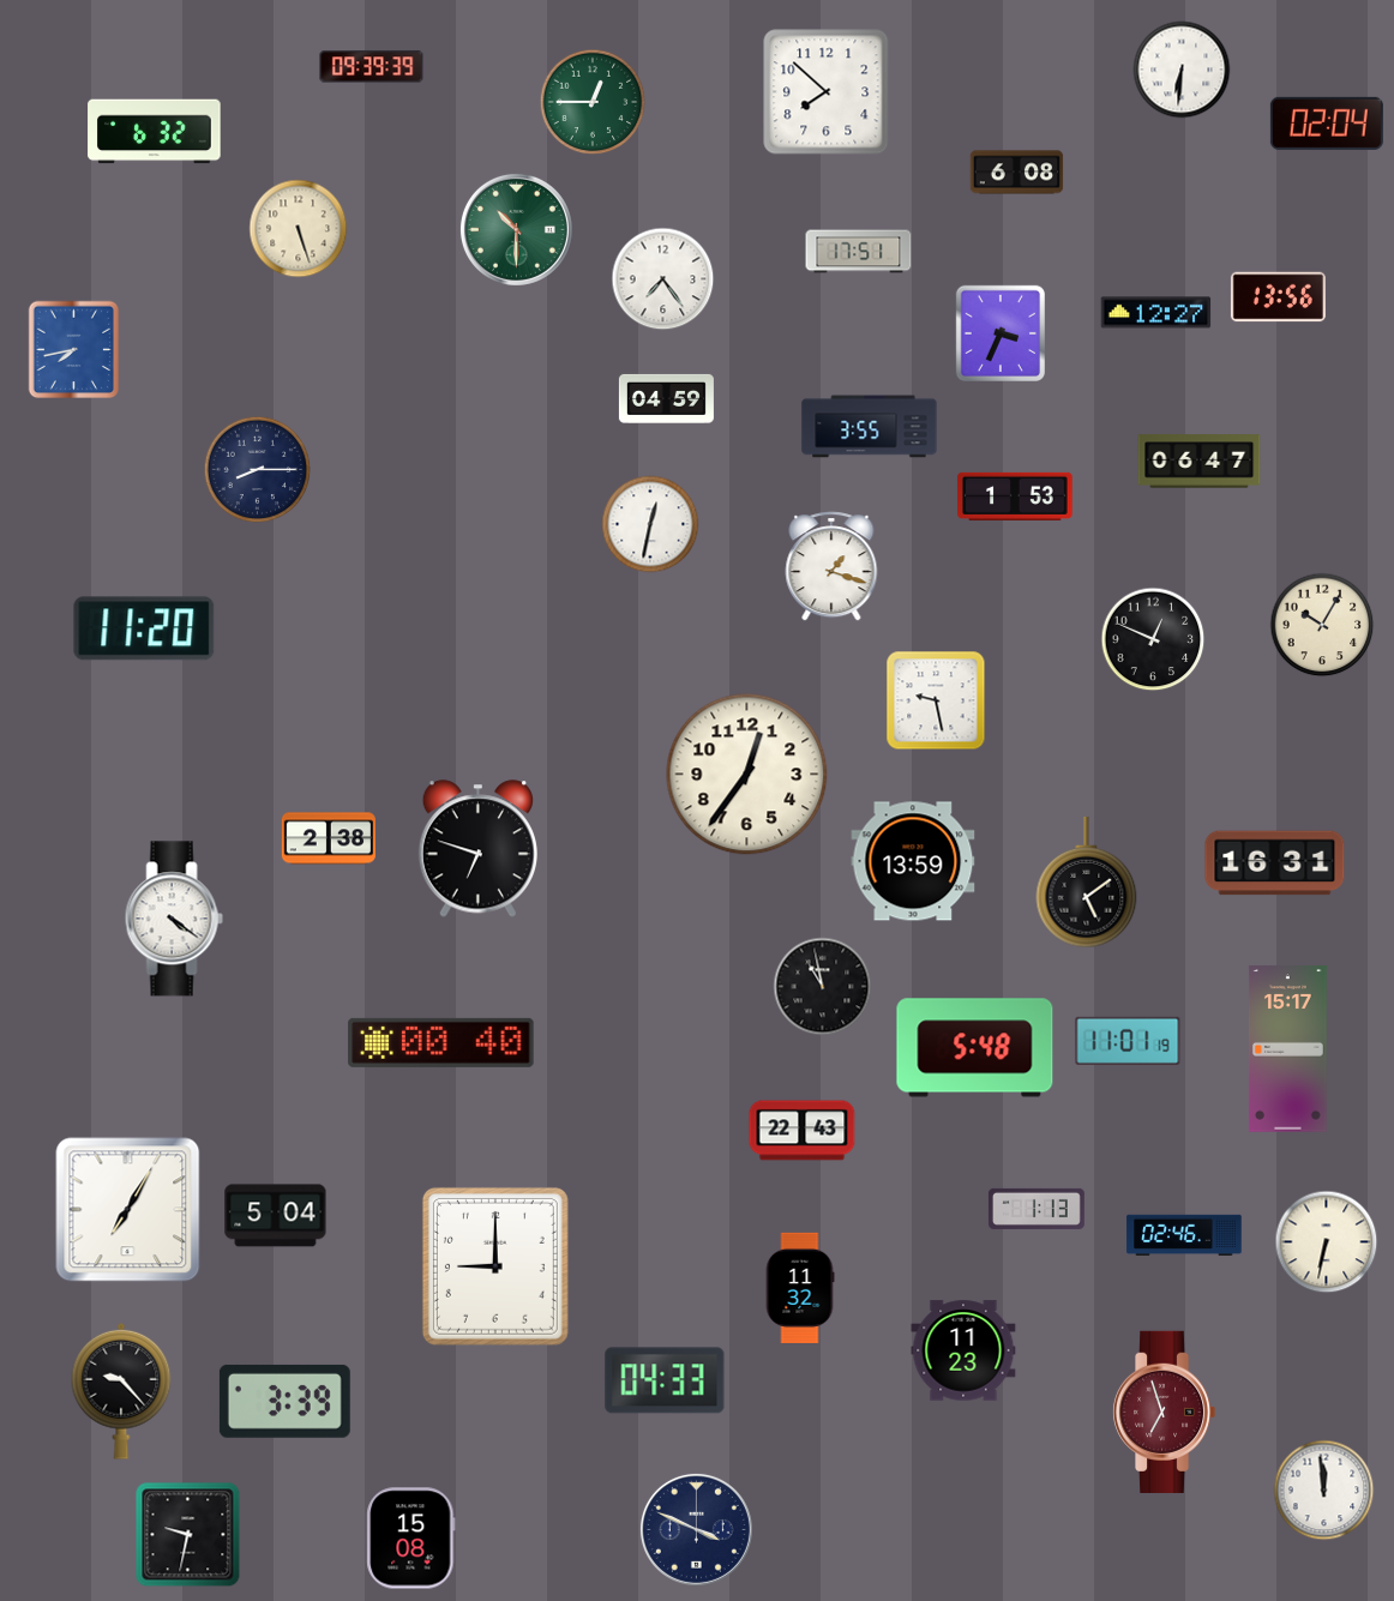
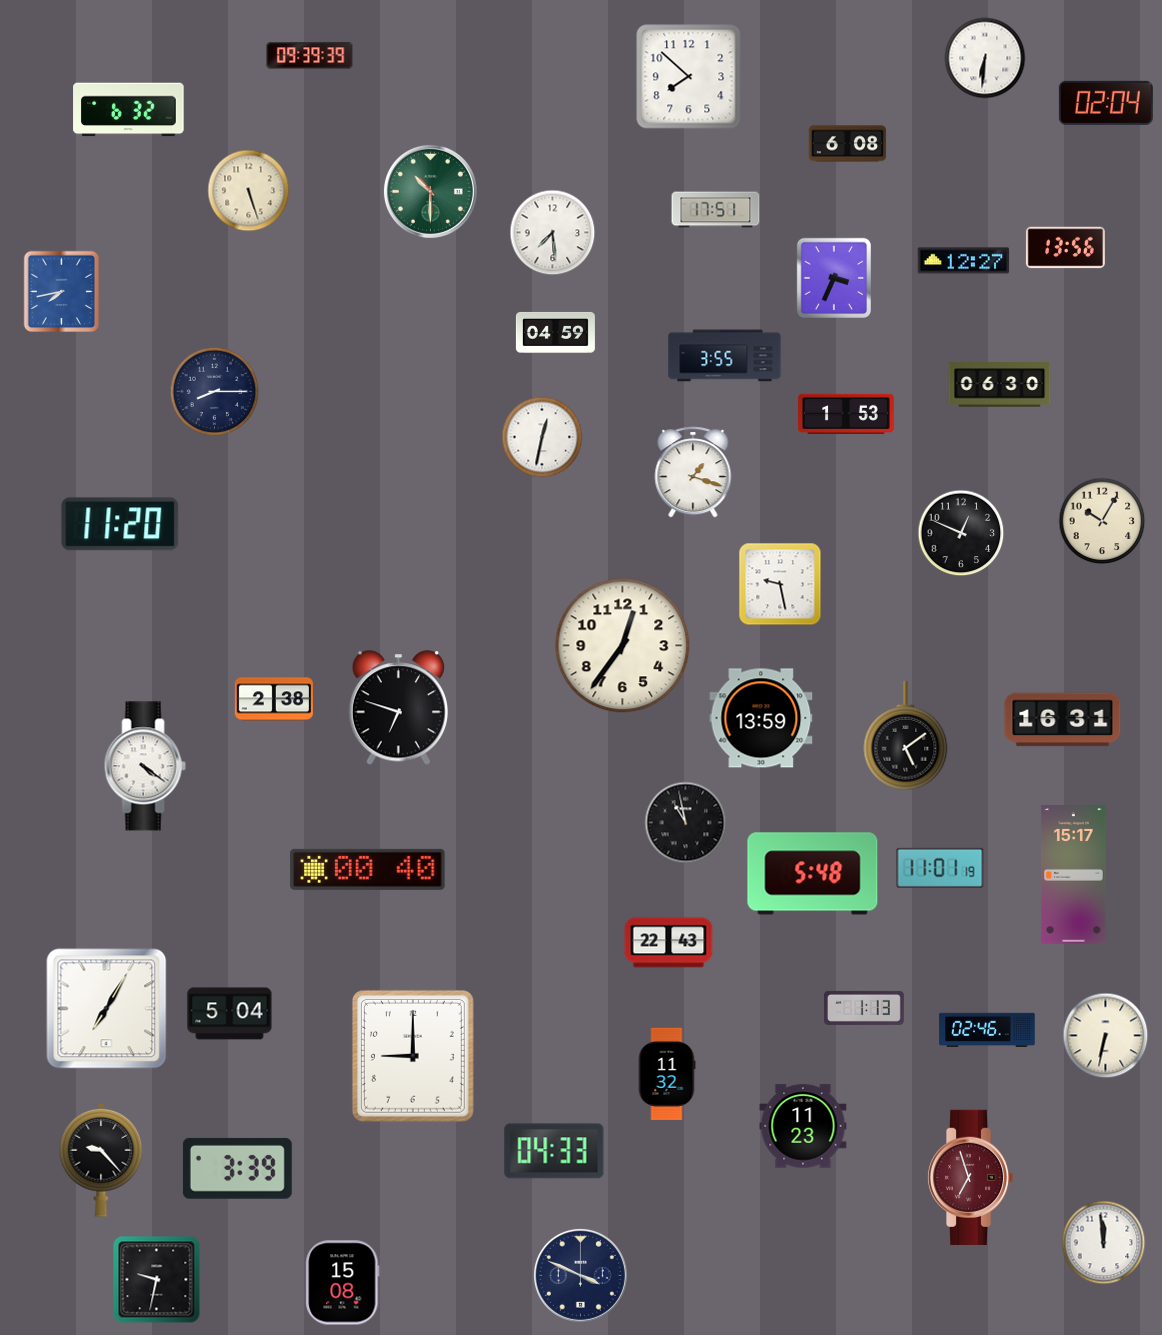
clock at (593, 102): 12:45 -> none
clock at (663, 279): 7:24 -> 7:29
clock at (1200, 462): 06:47 -> 06:30
